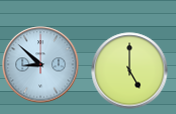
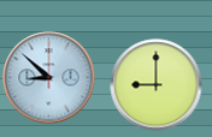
clock at (130, 71): 5:00 -> 9:00
